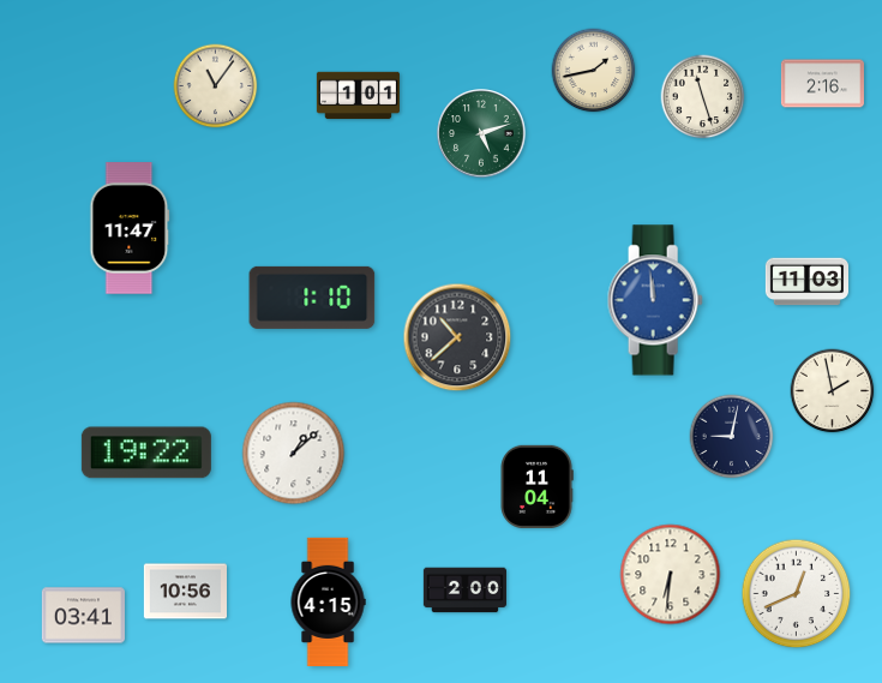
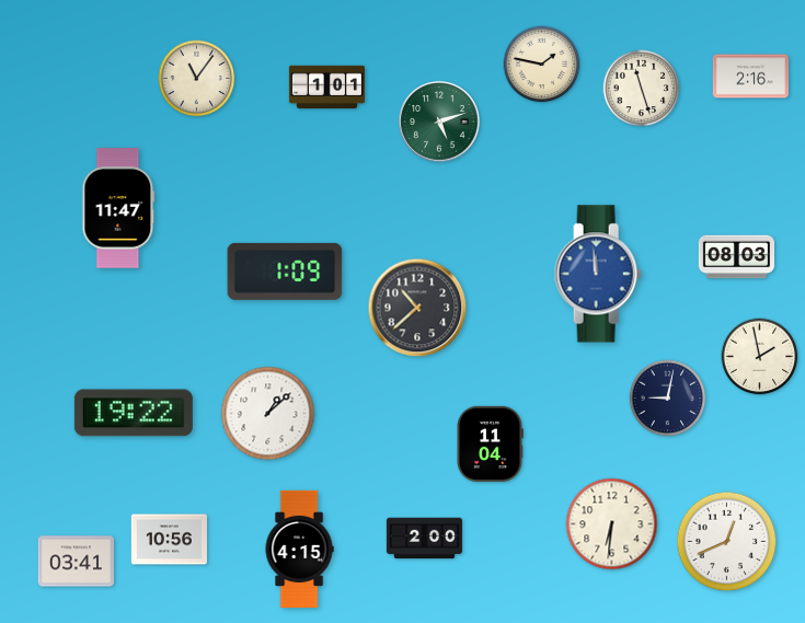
clock at (594, 71): 1:43 -> 1:47
clock at (806, 282): 11:03 -> 08:03
clock at (312, 298): 1:10 -> 1:09
